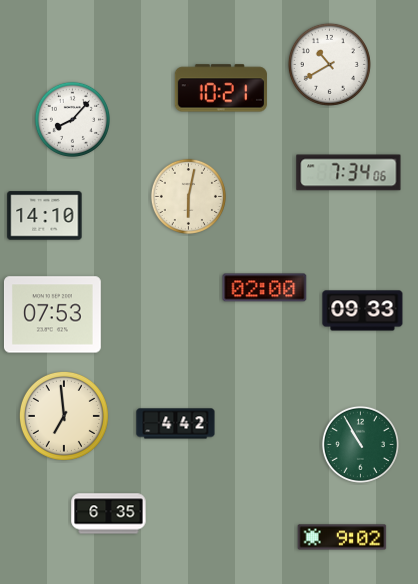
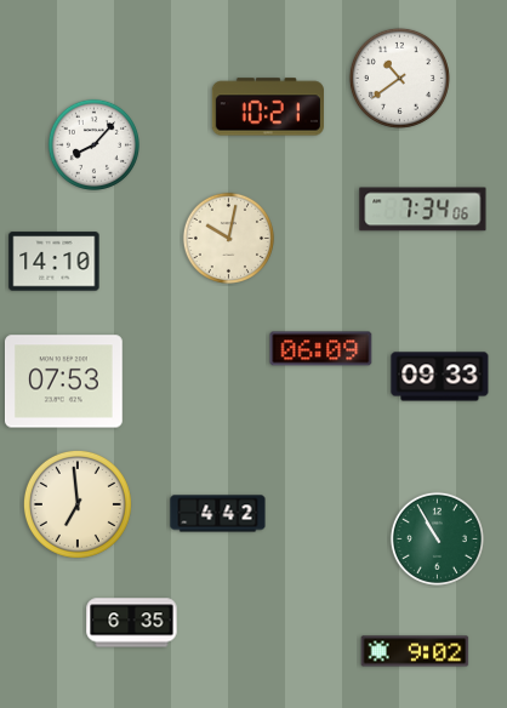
clock at (329, 64): 10:40 -> 10:39
clock at (72, 119) position: (72, 119) -> (93, 144)
clock at (188, 196): 6:02 -> 10:02
clock at (265, 288): 02:00 -> 06:09
clock at (176, 424) position: (176, 424) -> (218, 514)
